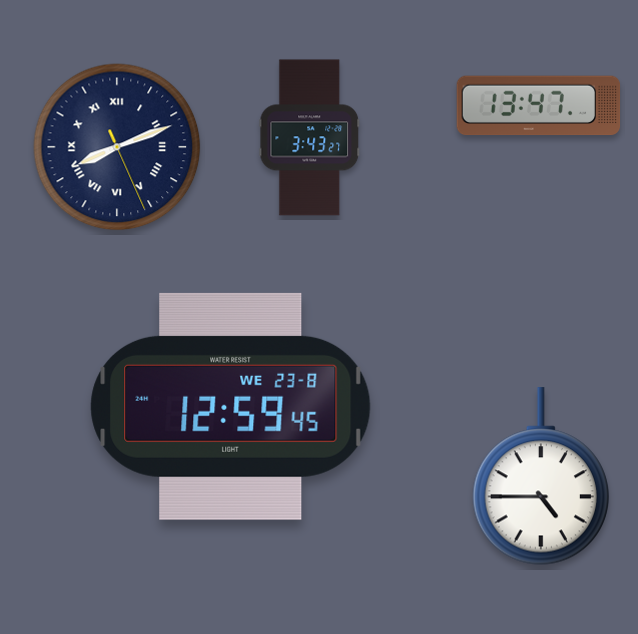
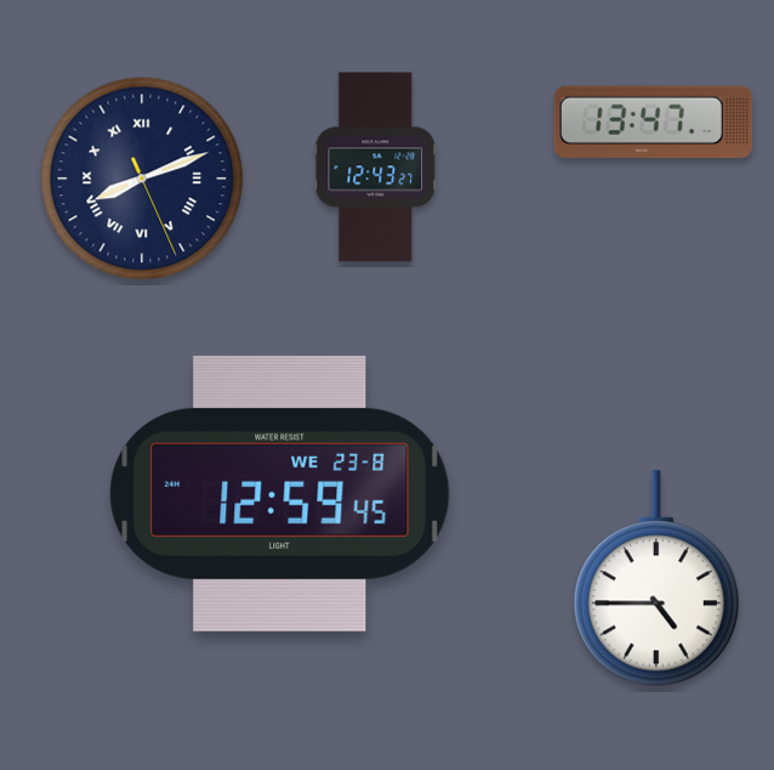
clock at (539, 106) position: (539, 106) -> (654, 123)
clock at (310, 138): 3:43 -> 12:43
